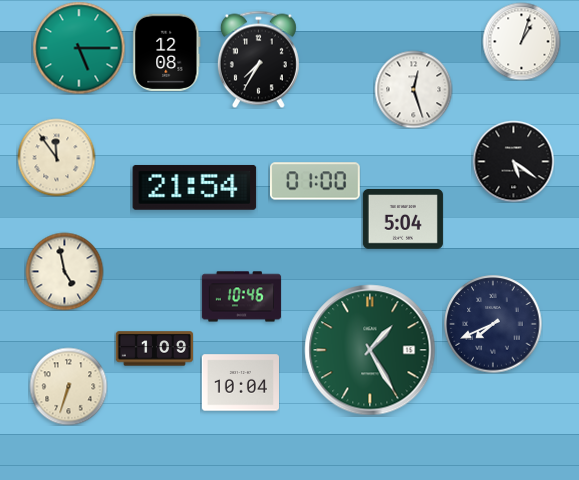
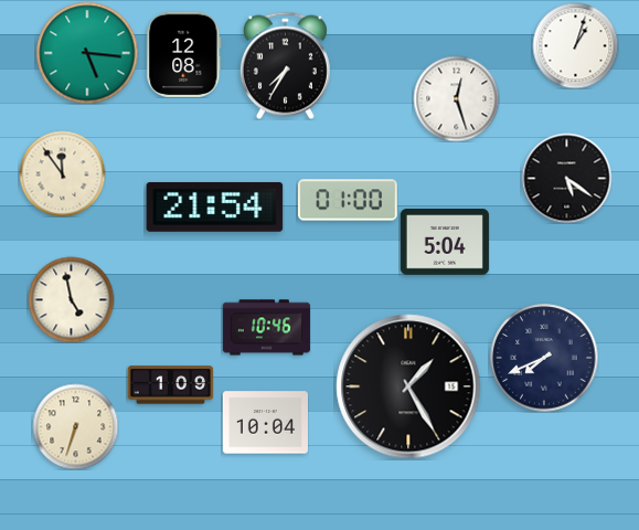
clock at (79, 48): 5:15 -> 5:16
clock at (167, 52) position: (167, 52) -> (184, 54)
clock at (370, 350) dial: green -> black
